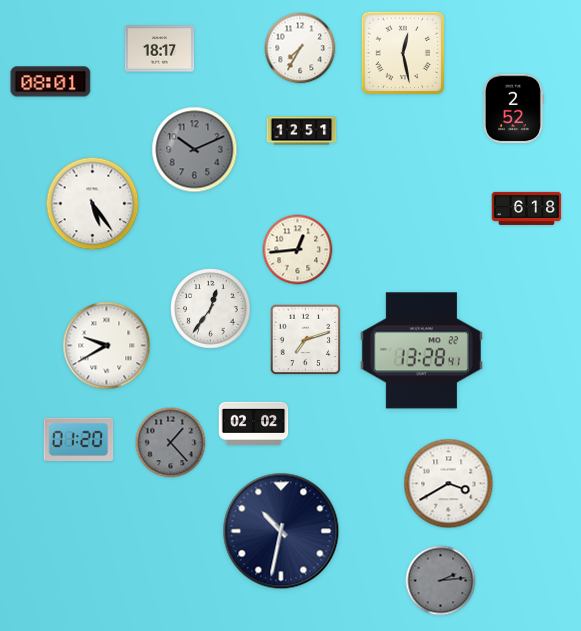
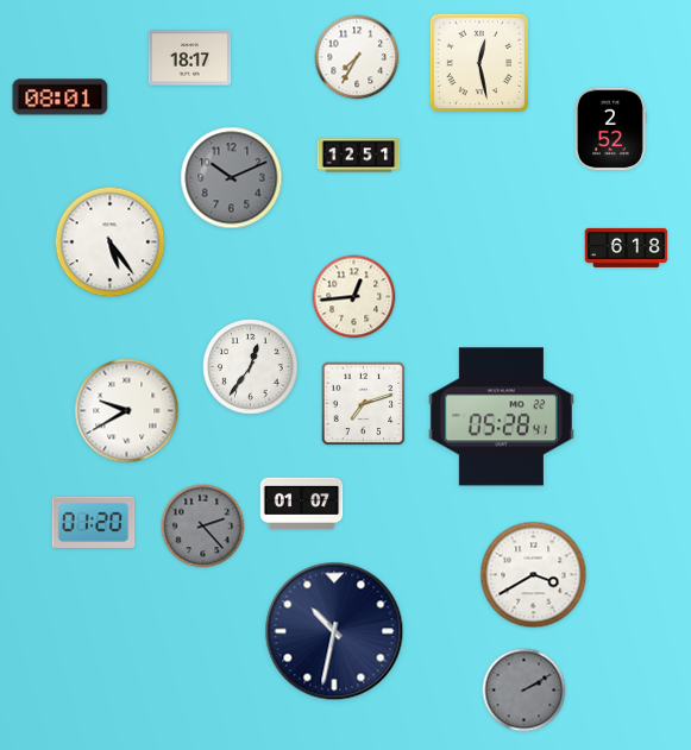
clock at (421, 351): 13:28 -> 05:28
clock at (254, 423): 02:02 -> 01:07
clock at (171, 443): 1:23 -> 2:23
clock at (441, 581): 2:14 -> 2:10
